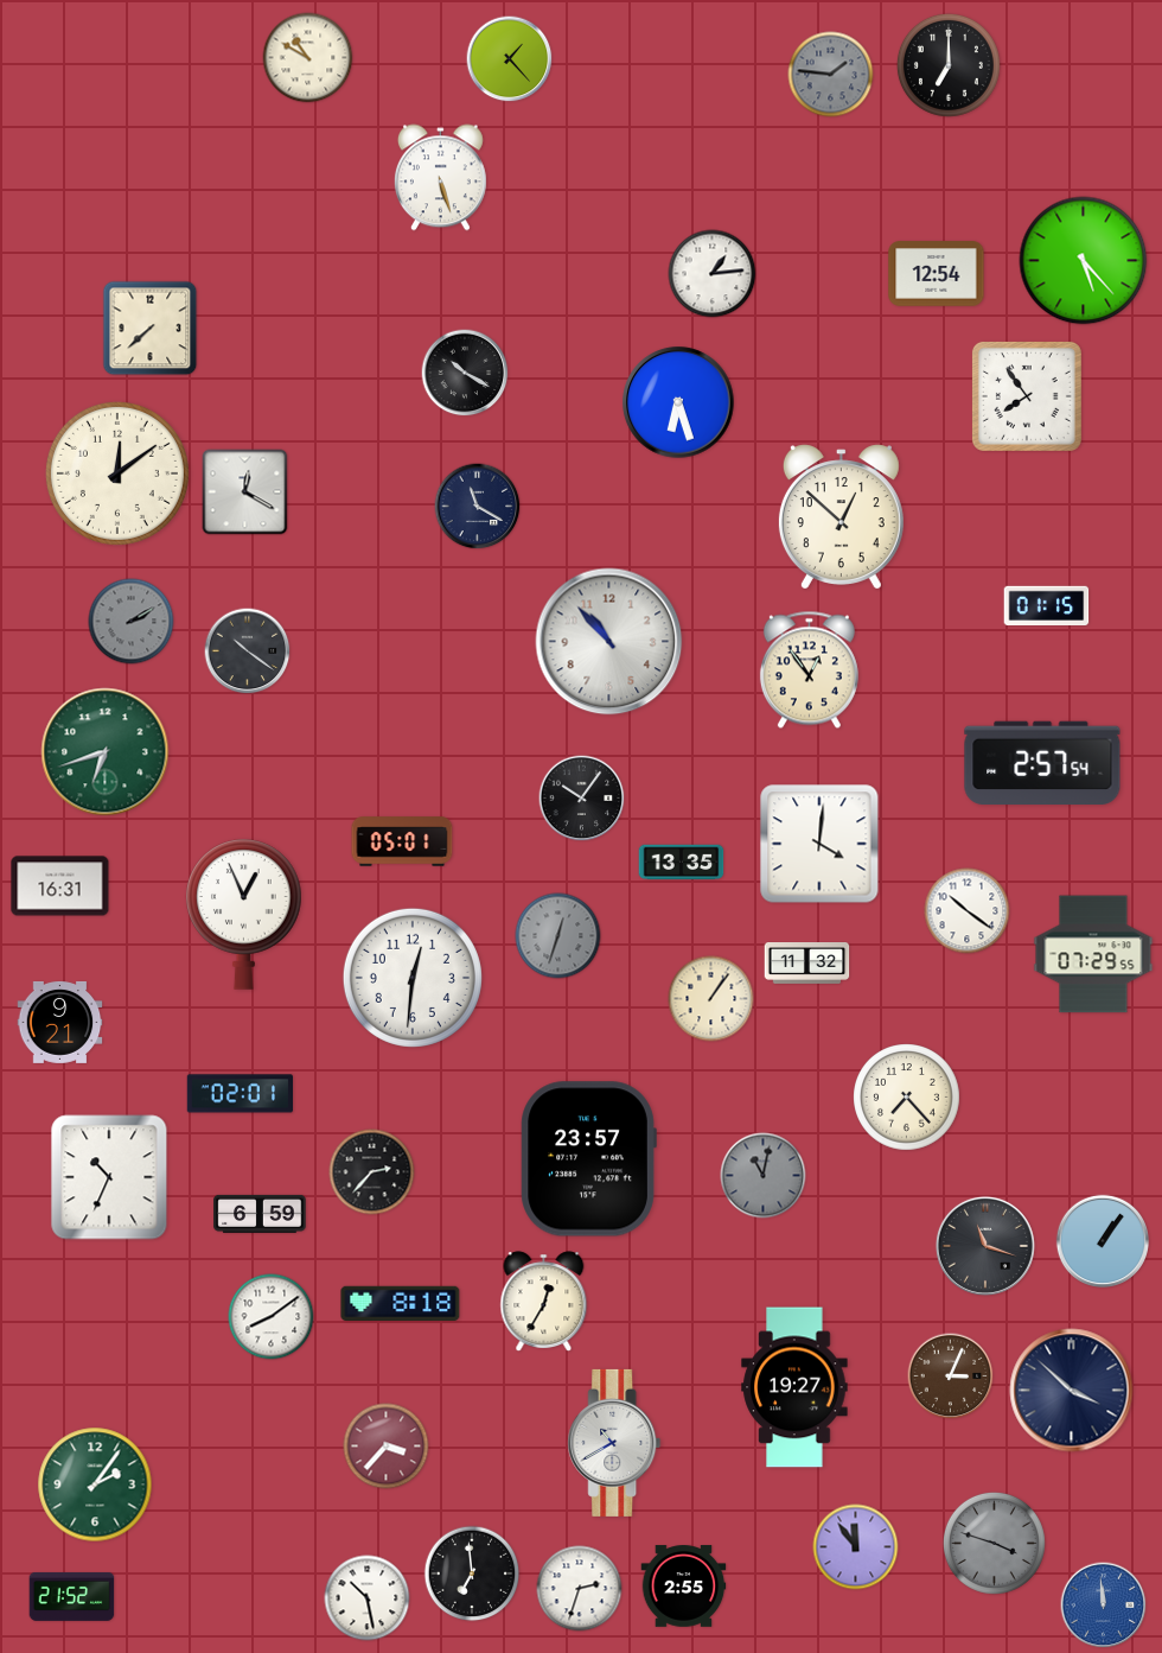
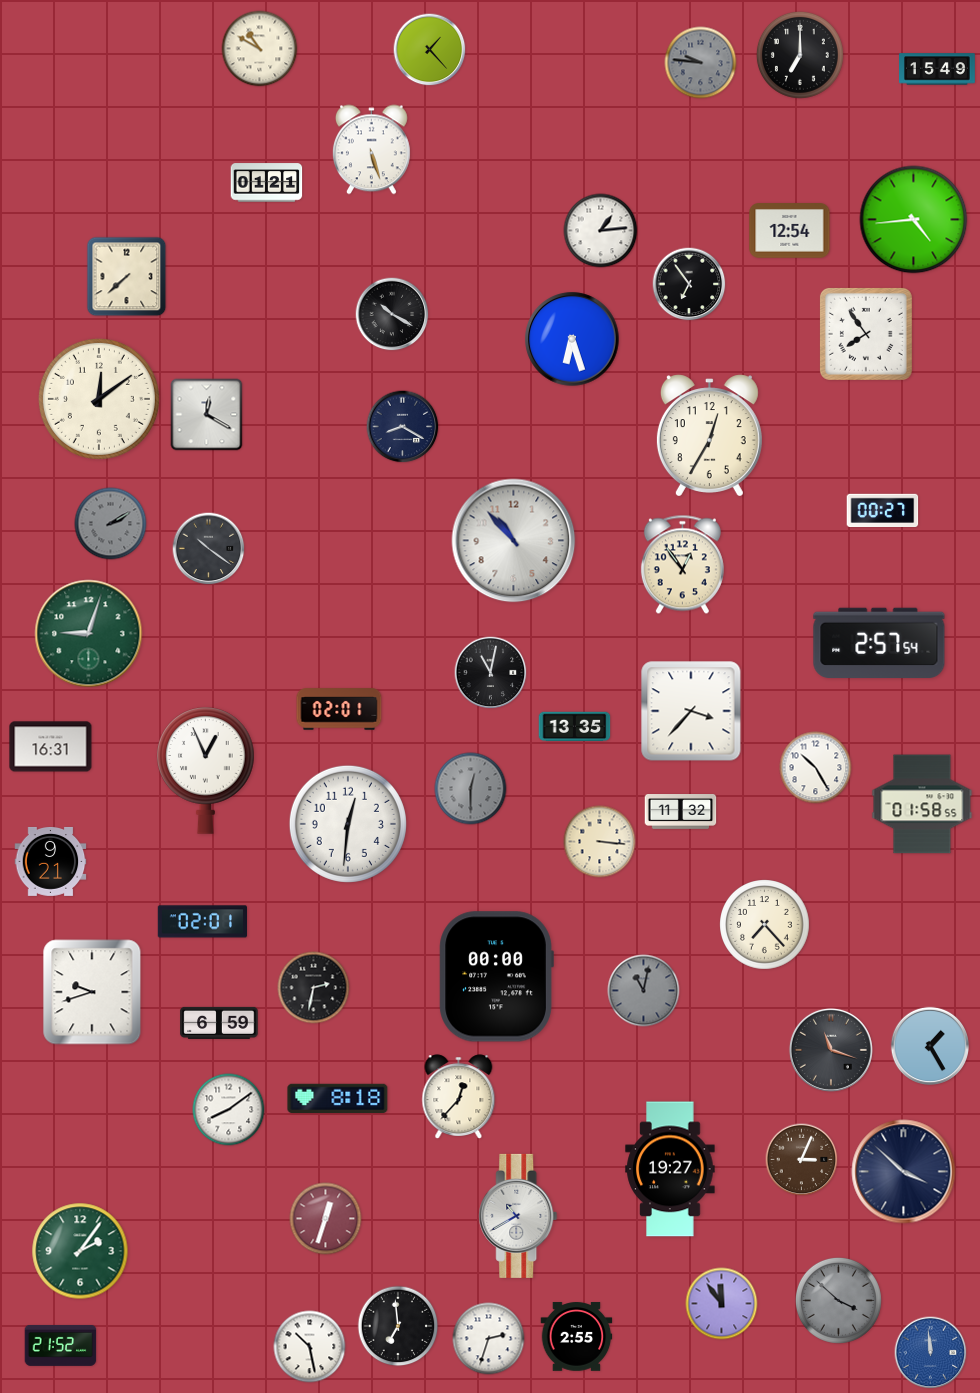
clock at (831, 75): 1:46 -> 9:46
clock at (938, 69): none -> 15:49
clock at (267, 183): none -> 01:21
clock at (1084, 261): 5:23 -> 4:44
clock at (689, 284): none -> 6:54
clock at (478, 507): 11:20 -> 8:20
clock at (841, 517): 12:52 -> 12:35
clock at (1047, 605): 01:15 -> 00:27
clock at (106, 752): 6:42 -> 9:03
clock at (582, 799): 10:06 -> 11:02
clock at (402, 841): 05:01 -> 02:01
clock at (819, 844): 4:01 -> 3:37
clock at (968, 911): 10:21 -> 10:25
clock at (558, 936): 12:33 -> 12:30
clock at (1093, 954): 07:29 -> 01:58
clock at (711, 999): 1:06 -> 3:16
clock at (588, 1159): 23:57 -> 00:00
clock at (372, 1172): 2:37 -> 2:32
clock at (109, 1177): 10:34 -> 9:42
clock at (1102, 1240): 1:06 -> 1:25
clock at (544, 1301): 12:35 -> 12:37
clock at (387, 1447): 3:37 -> 12:33
clock at (994, 1543): 3:48 -> 3:52
